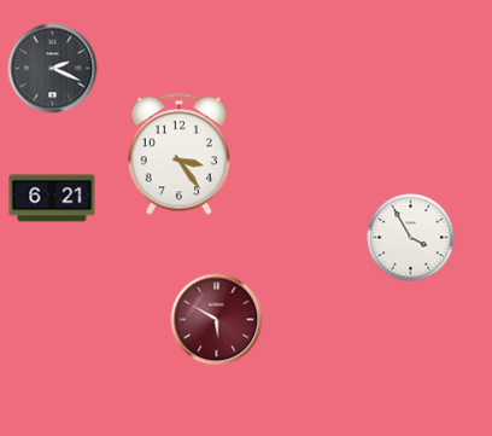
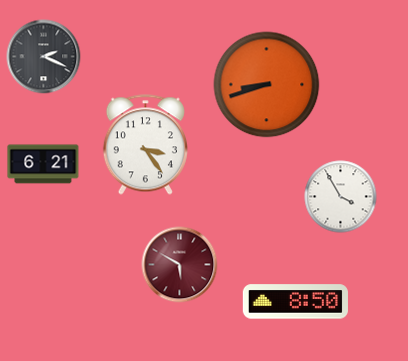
clock at (267, 85): none -> 8:42
clock at (178, 155) position: (178, 155) -> (145, 145)
clock at (295, 302): none -> 8:50
